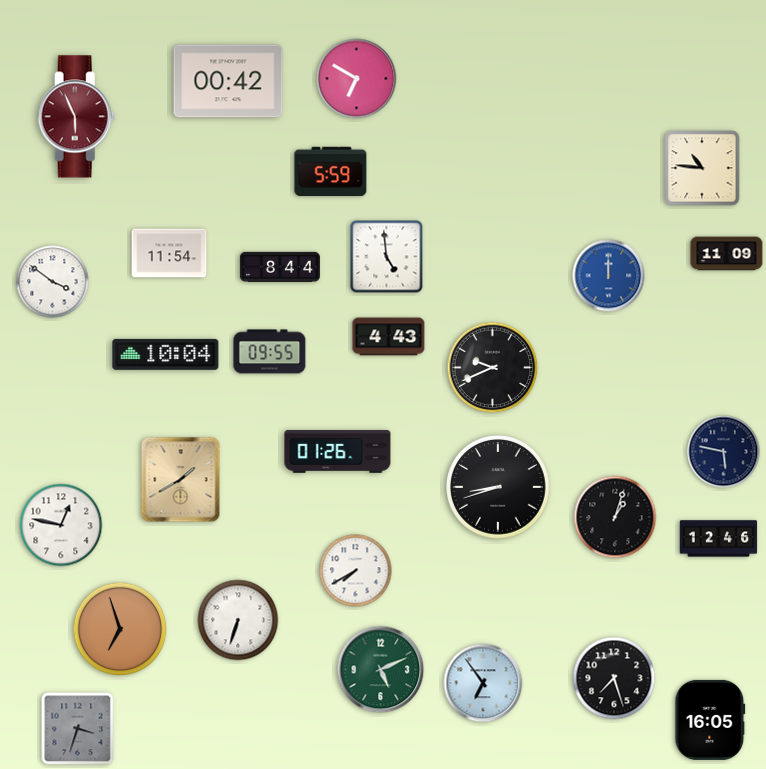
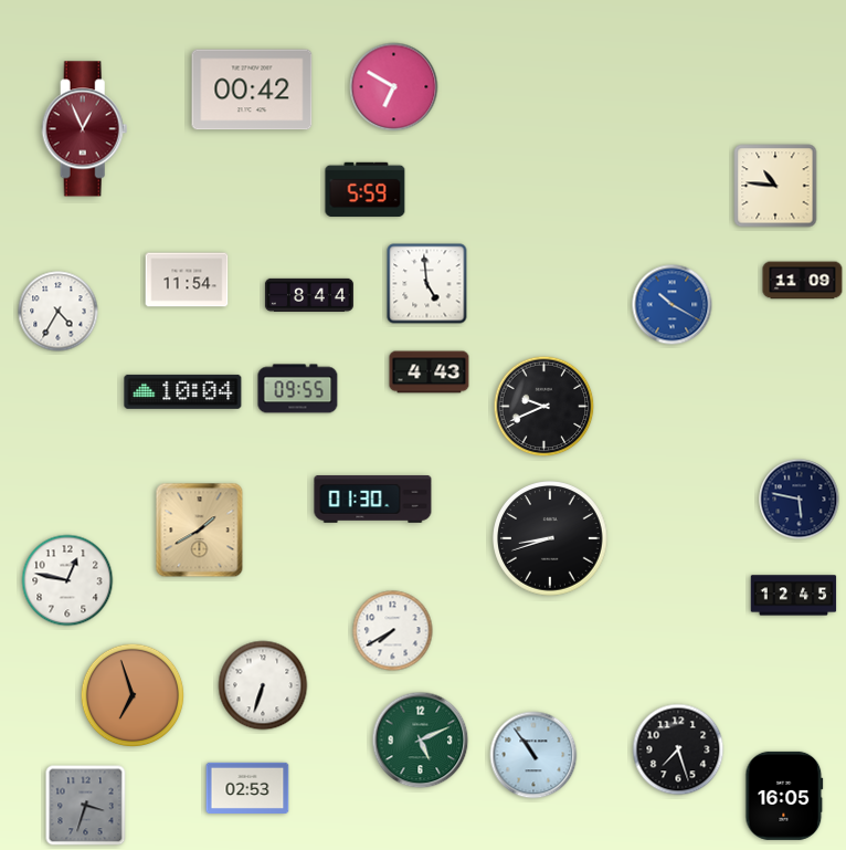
clock at (77, 117): 5:56 -> 12:56
clock at (609, 276): 12:00 -> 10:20
clock at (53, 282): 3:51 -> 4:35
clock at (338, 451): 01:26 -> 01:30
clock at (615, 517): 1:03 -> none
clock at (719, 539): 12:46 -> 12:45
clock at (483, 683): 6:54 -> 10:54
clock at (247, 787): none -> 02:53
